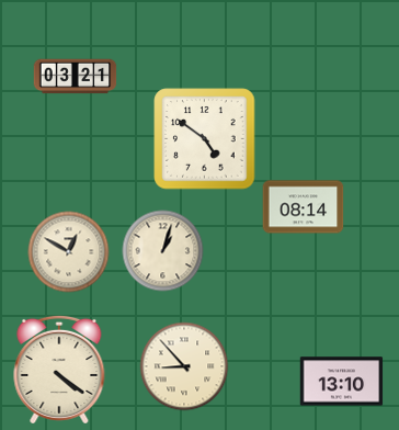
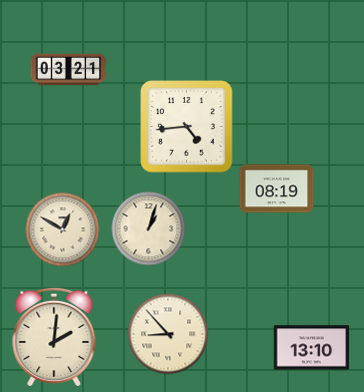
clock at (205, 139): 4:51 -> 4:44
clock at (304, 207): 08:14 -> 08:19
clock at (59, 370): 4:21 -> 2:01
